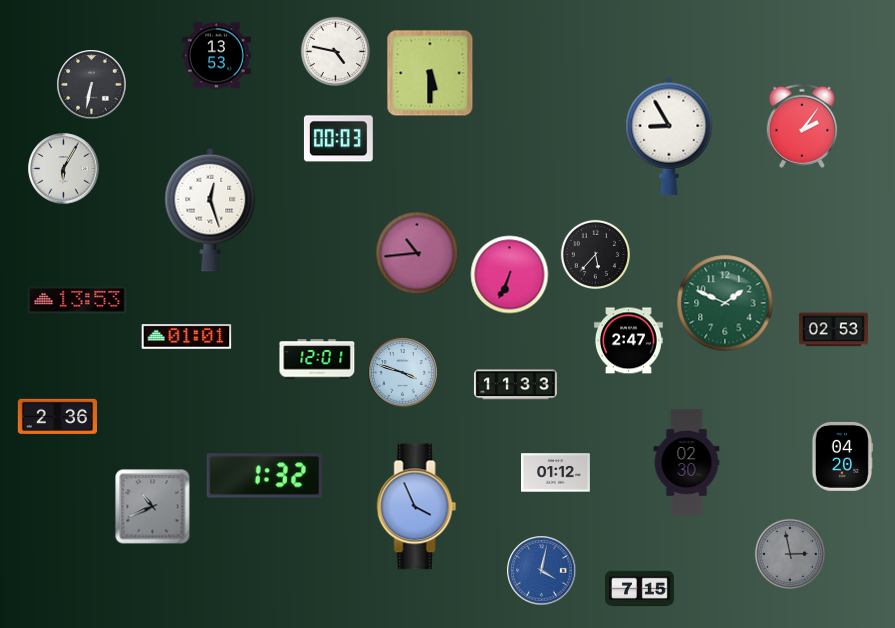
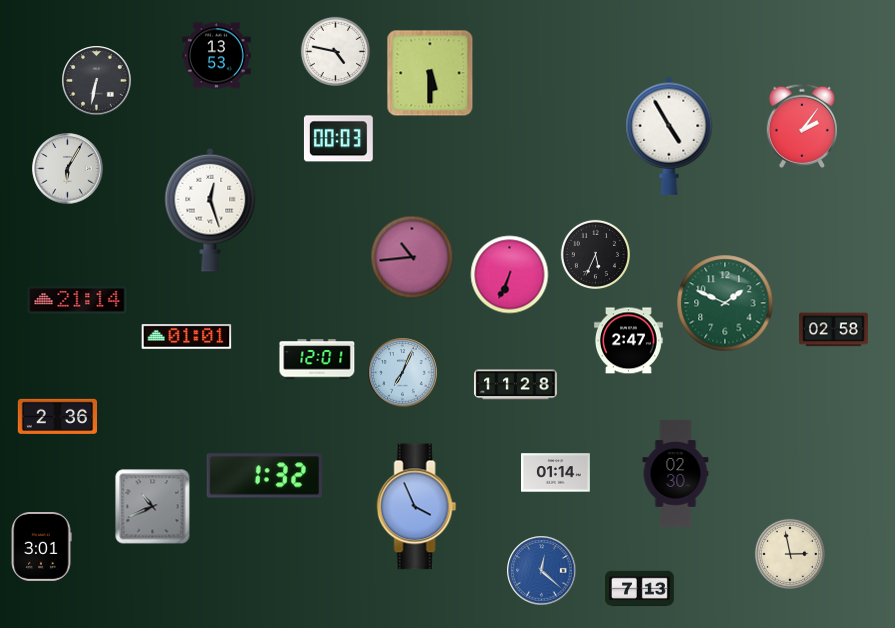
clock at (92, 85) position: (92, 85) -> (97, 81)
clock at (669, 136): 8:55 -> 4:55
clock at (64, 169) position: (64, 169) -> (68, 169)
clock at (417, 253) position: (417, 253) -> (412, 257)
clock at (595, 254): 5:37 -> 5:34
clock at (77, 300): 13:53 -> 21:14
clock at (834, 330): 02:53 -> 02:58
clock at (403, 373): 3:48 -> 7:04
clock at (516, 385): 11:33 -> 11:28
clock at (842, 456): 04:20 -> none
clock at (687, 463) position: (687, 463) -> (676, 474)
clock at (556, 473): 01:12 -> 01:14
clock at (41, 547): none -> 3:01
clock at (790, 554) dial: grey -> cream
clock at (542, 571): 4:02 -> 12:22
clock at (640, 589): 7:15 -> 7:13
